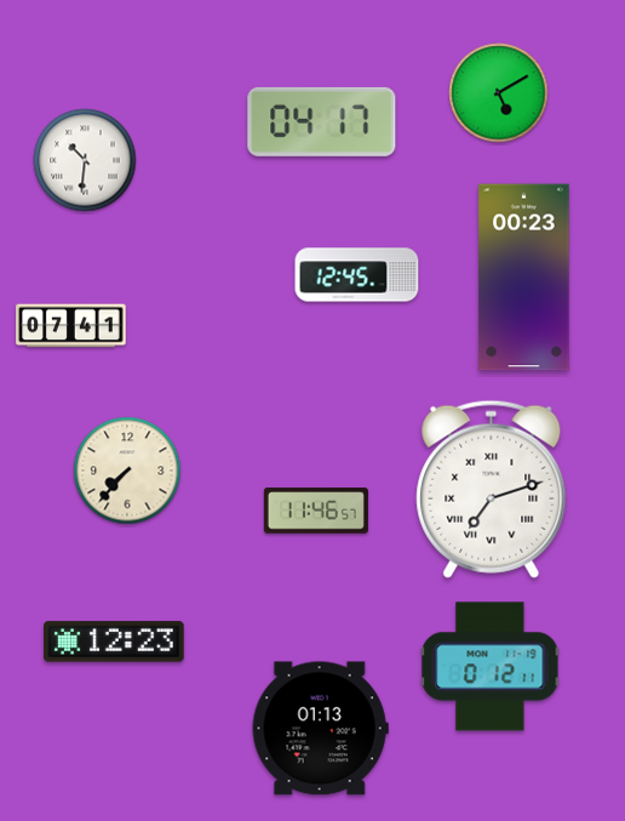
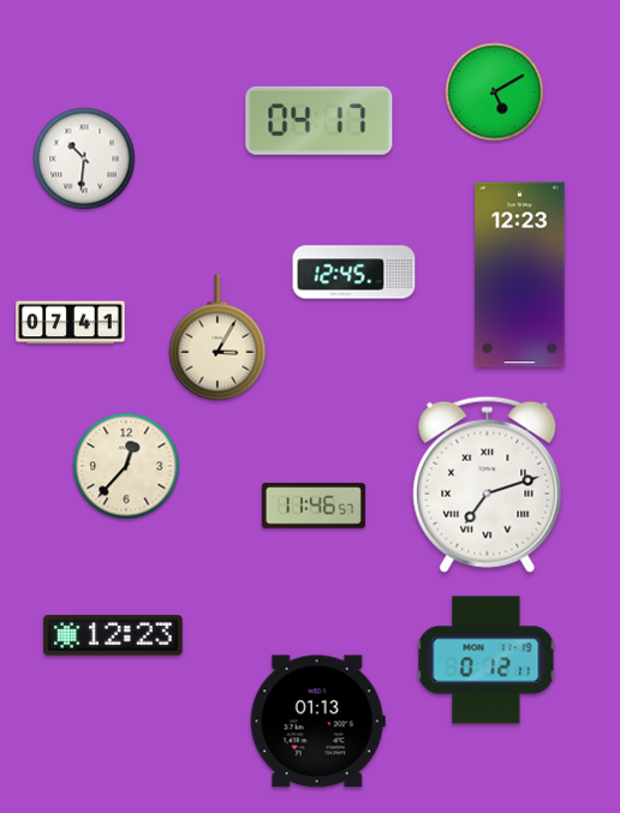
clock at (524, 278): 00:23 -> 12:23
clock at (217, 337): none -> 3:05
clock at (127, 471): 7:37 -> 12:37
